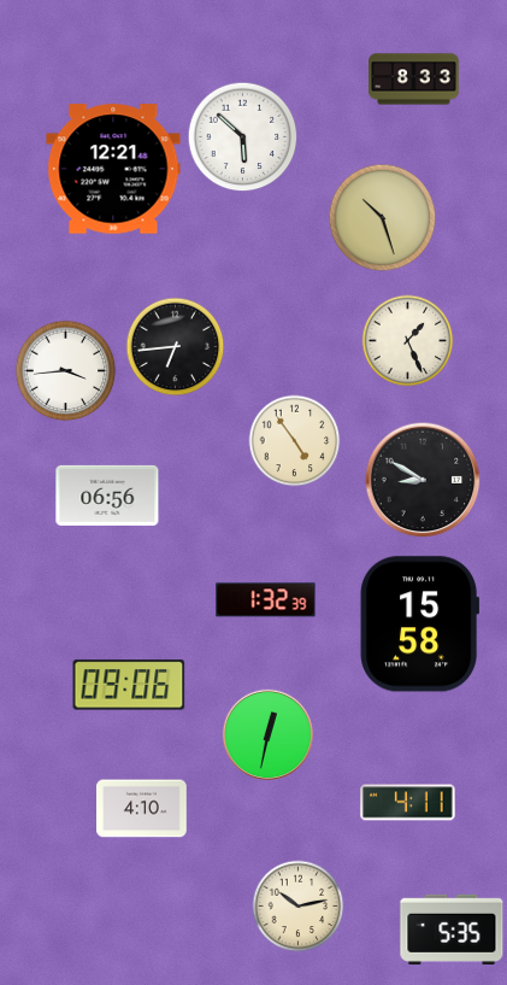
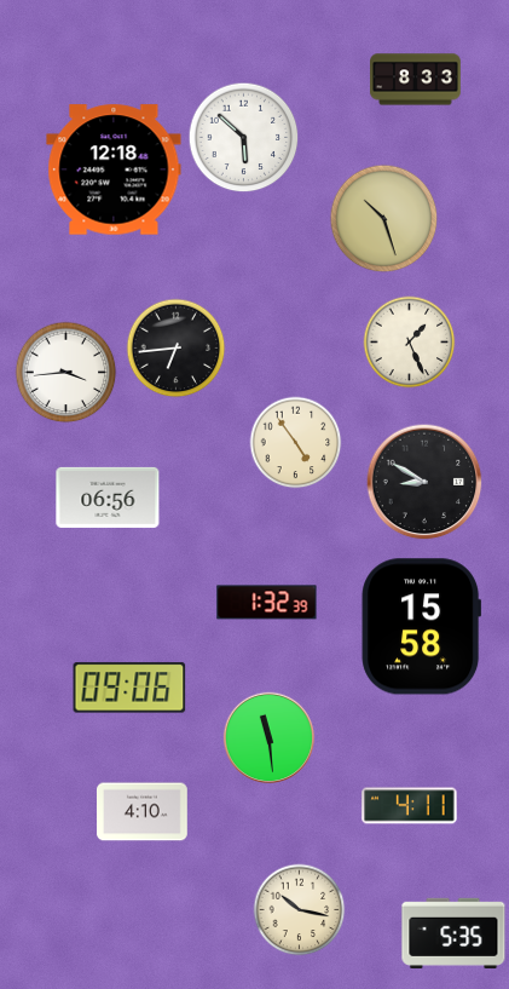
clock at (113, 169): 12:21 -> 12:18
clock at (267, 734): 12:32 -> 11:29
clock at (299, 907): 10:13 -> 10:17
